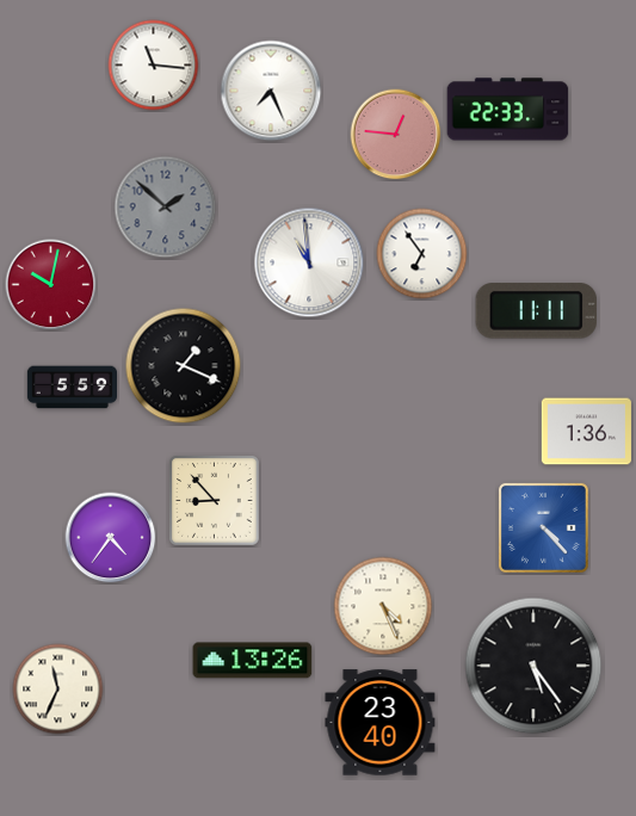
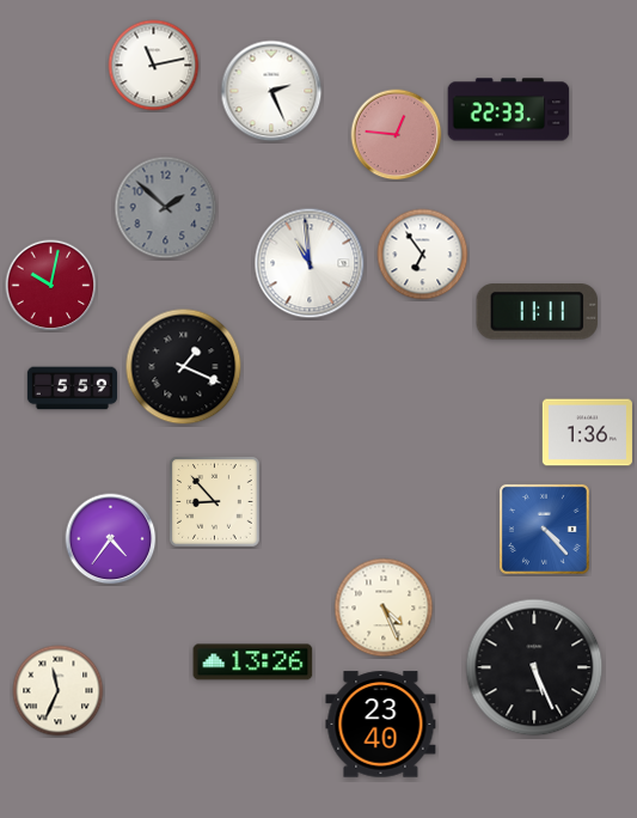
clock at (154, 66): 11:16 -> 11:13
clock at (271, 91): 7:26 -> 2:26
clock at (533, 666): 5:24 -> 5:26
